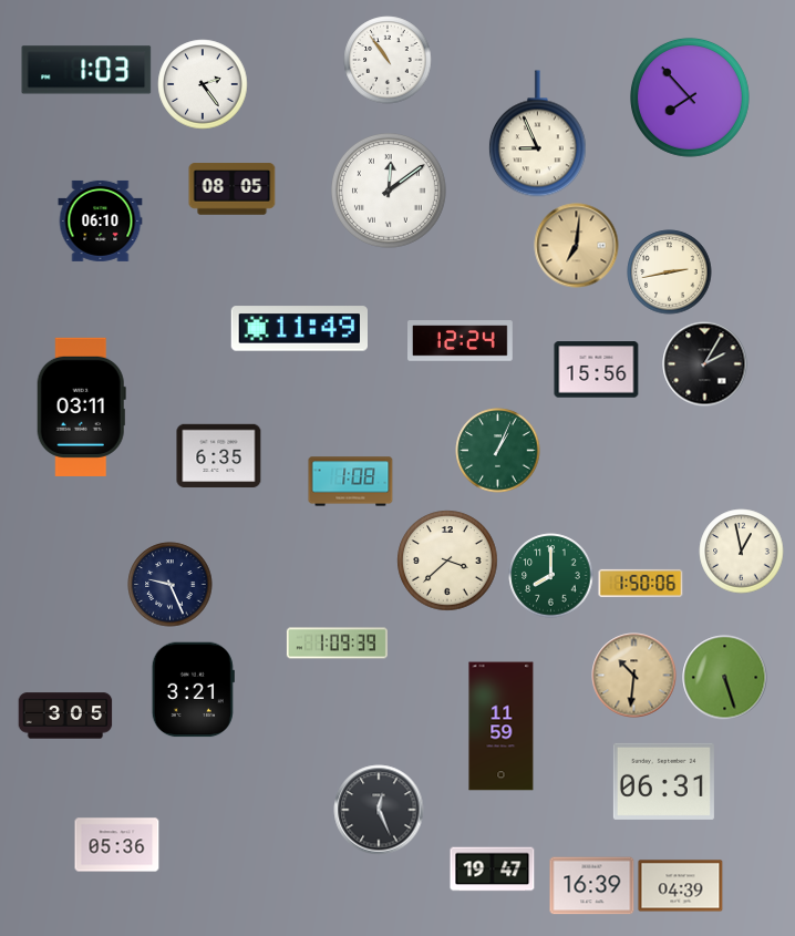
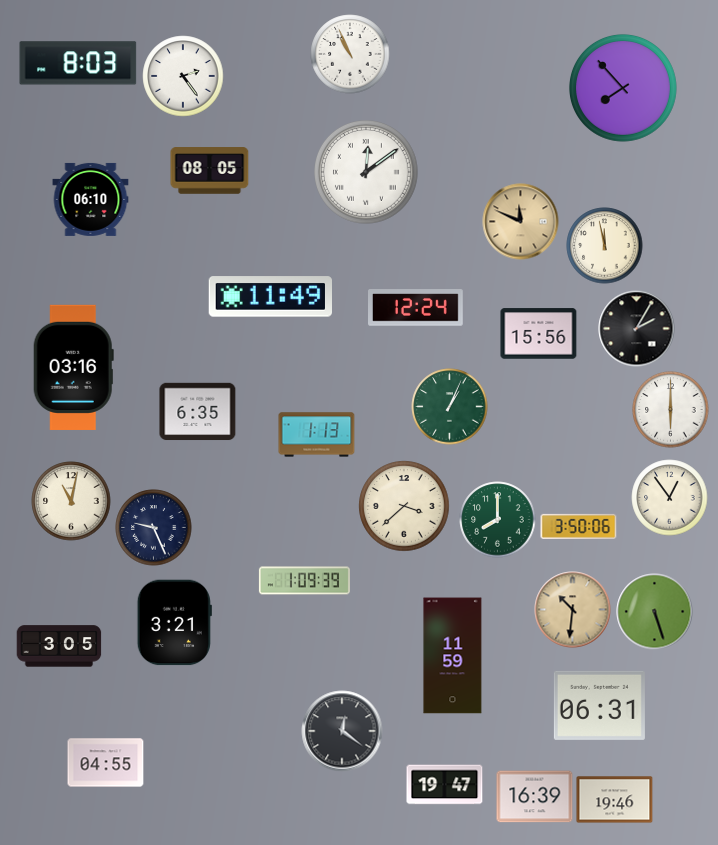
clock at (388, 60): 10:54 -> 10:56
clock at (86, 70): 1:03 -> 8:03
clock at (537, 134): 8:56 -> none
clock at (390, 192) position: (390, 192) -> (367, 173)
clock at (577, 246): 7:01 -> 11:49
clock at (670, 272): 2:43 -> 11:58
clock at (81, 407): 03:11 -> 03:16
clock at (671, 410): none -> 6:00
clock at (351, 482): 1:08 -> 1:13
clock at (742, 552): 12:58 -> 12:54
clock at (71, 501): none -> 11:02
clock at (641, 583): 1:50 -> 3:50
clock at (379, 810): 12:26 -> 12:21
clock at (117, 845): 05:36 -> 04:55
clock at (592, 886) position: (592, 886) -> (535, 797)
clock at (681, 886): 04:39 -> 19:46
